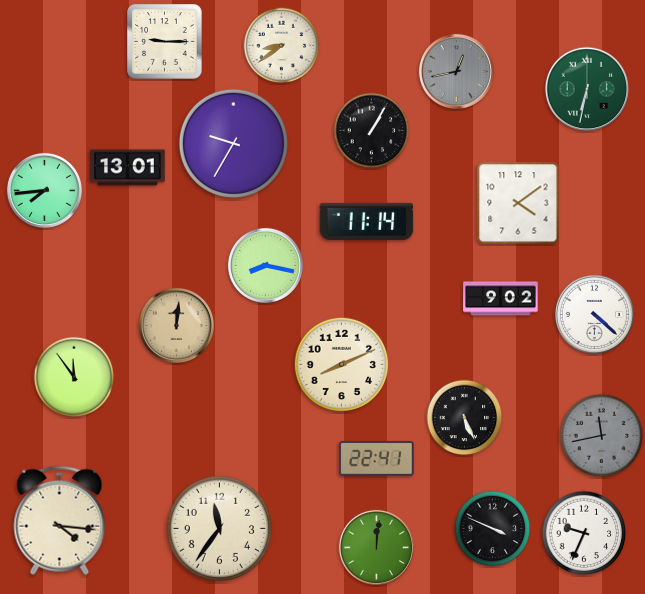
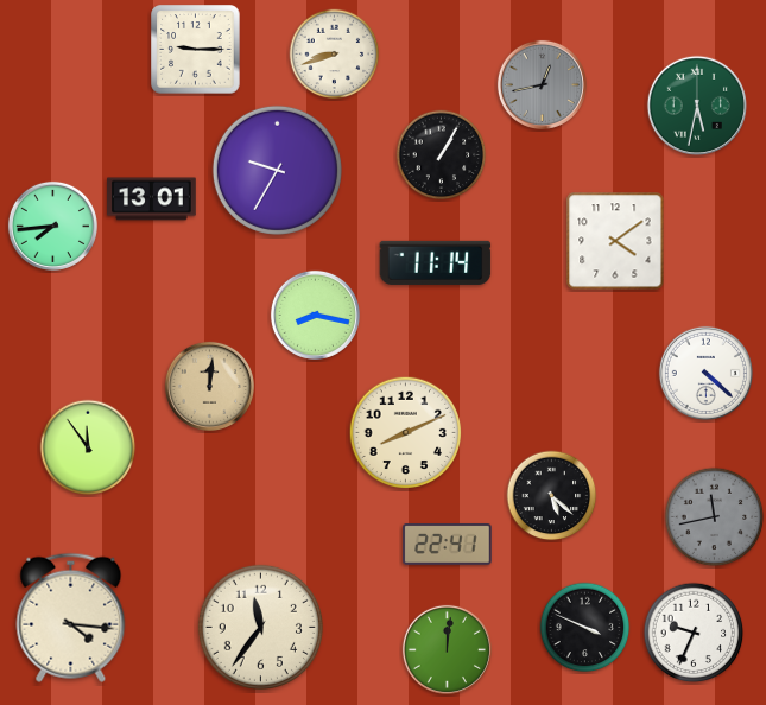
clock at (282, 46): 8:39 -> 8:42
clock at (586, 88): 6:32 -> 5:32
clock at (501, 299): 9:02 -> none
clock at (465, 418): 5:26 -> 5:22
